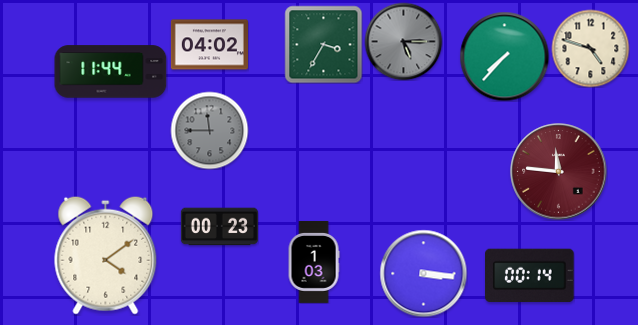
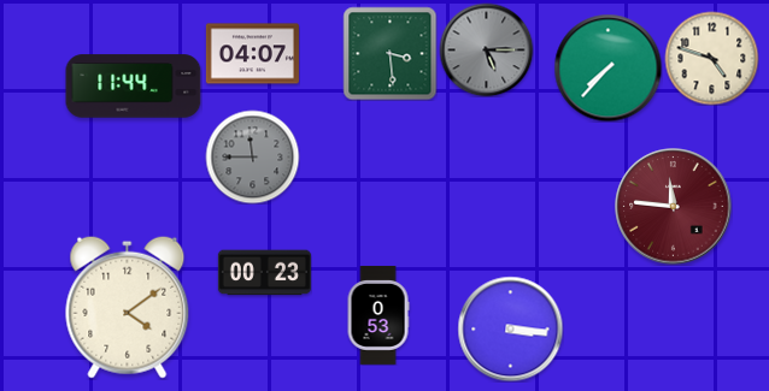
clock at (323, 44): 3:35 -> 3:29
clock at (209, 45): 04:02 -> 04:07
clock at (314, 262): 1:03 -> 0:53
clock at (530, 276): 00:14 -> none
